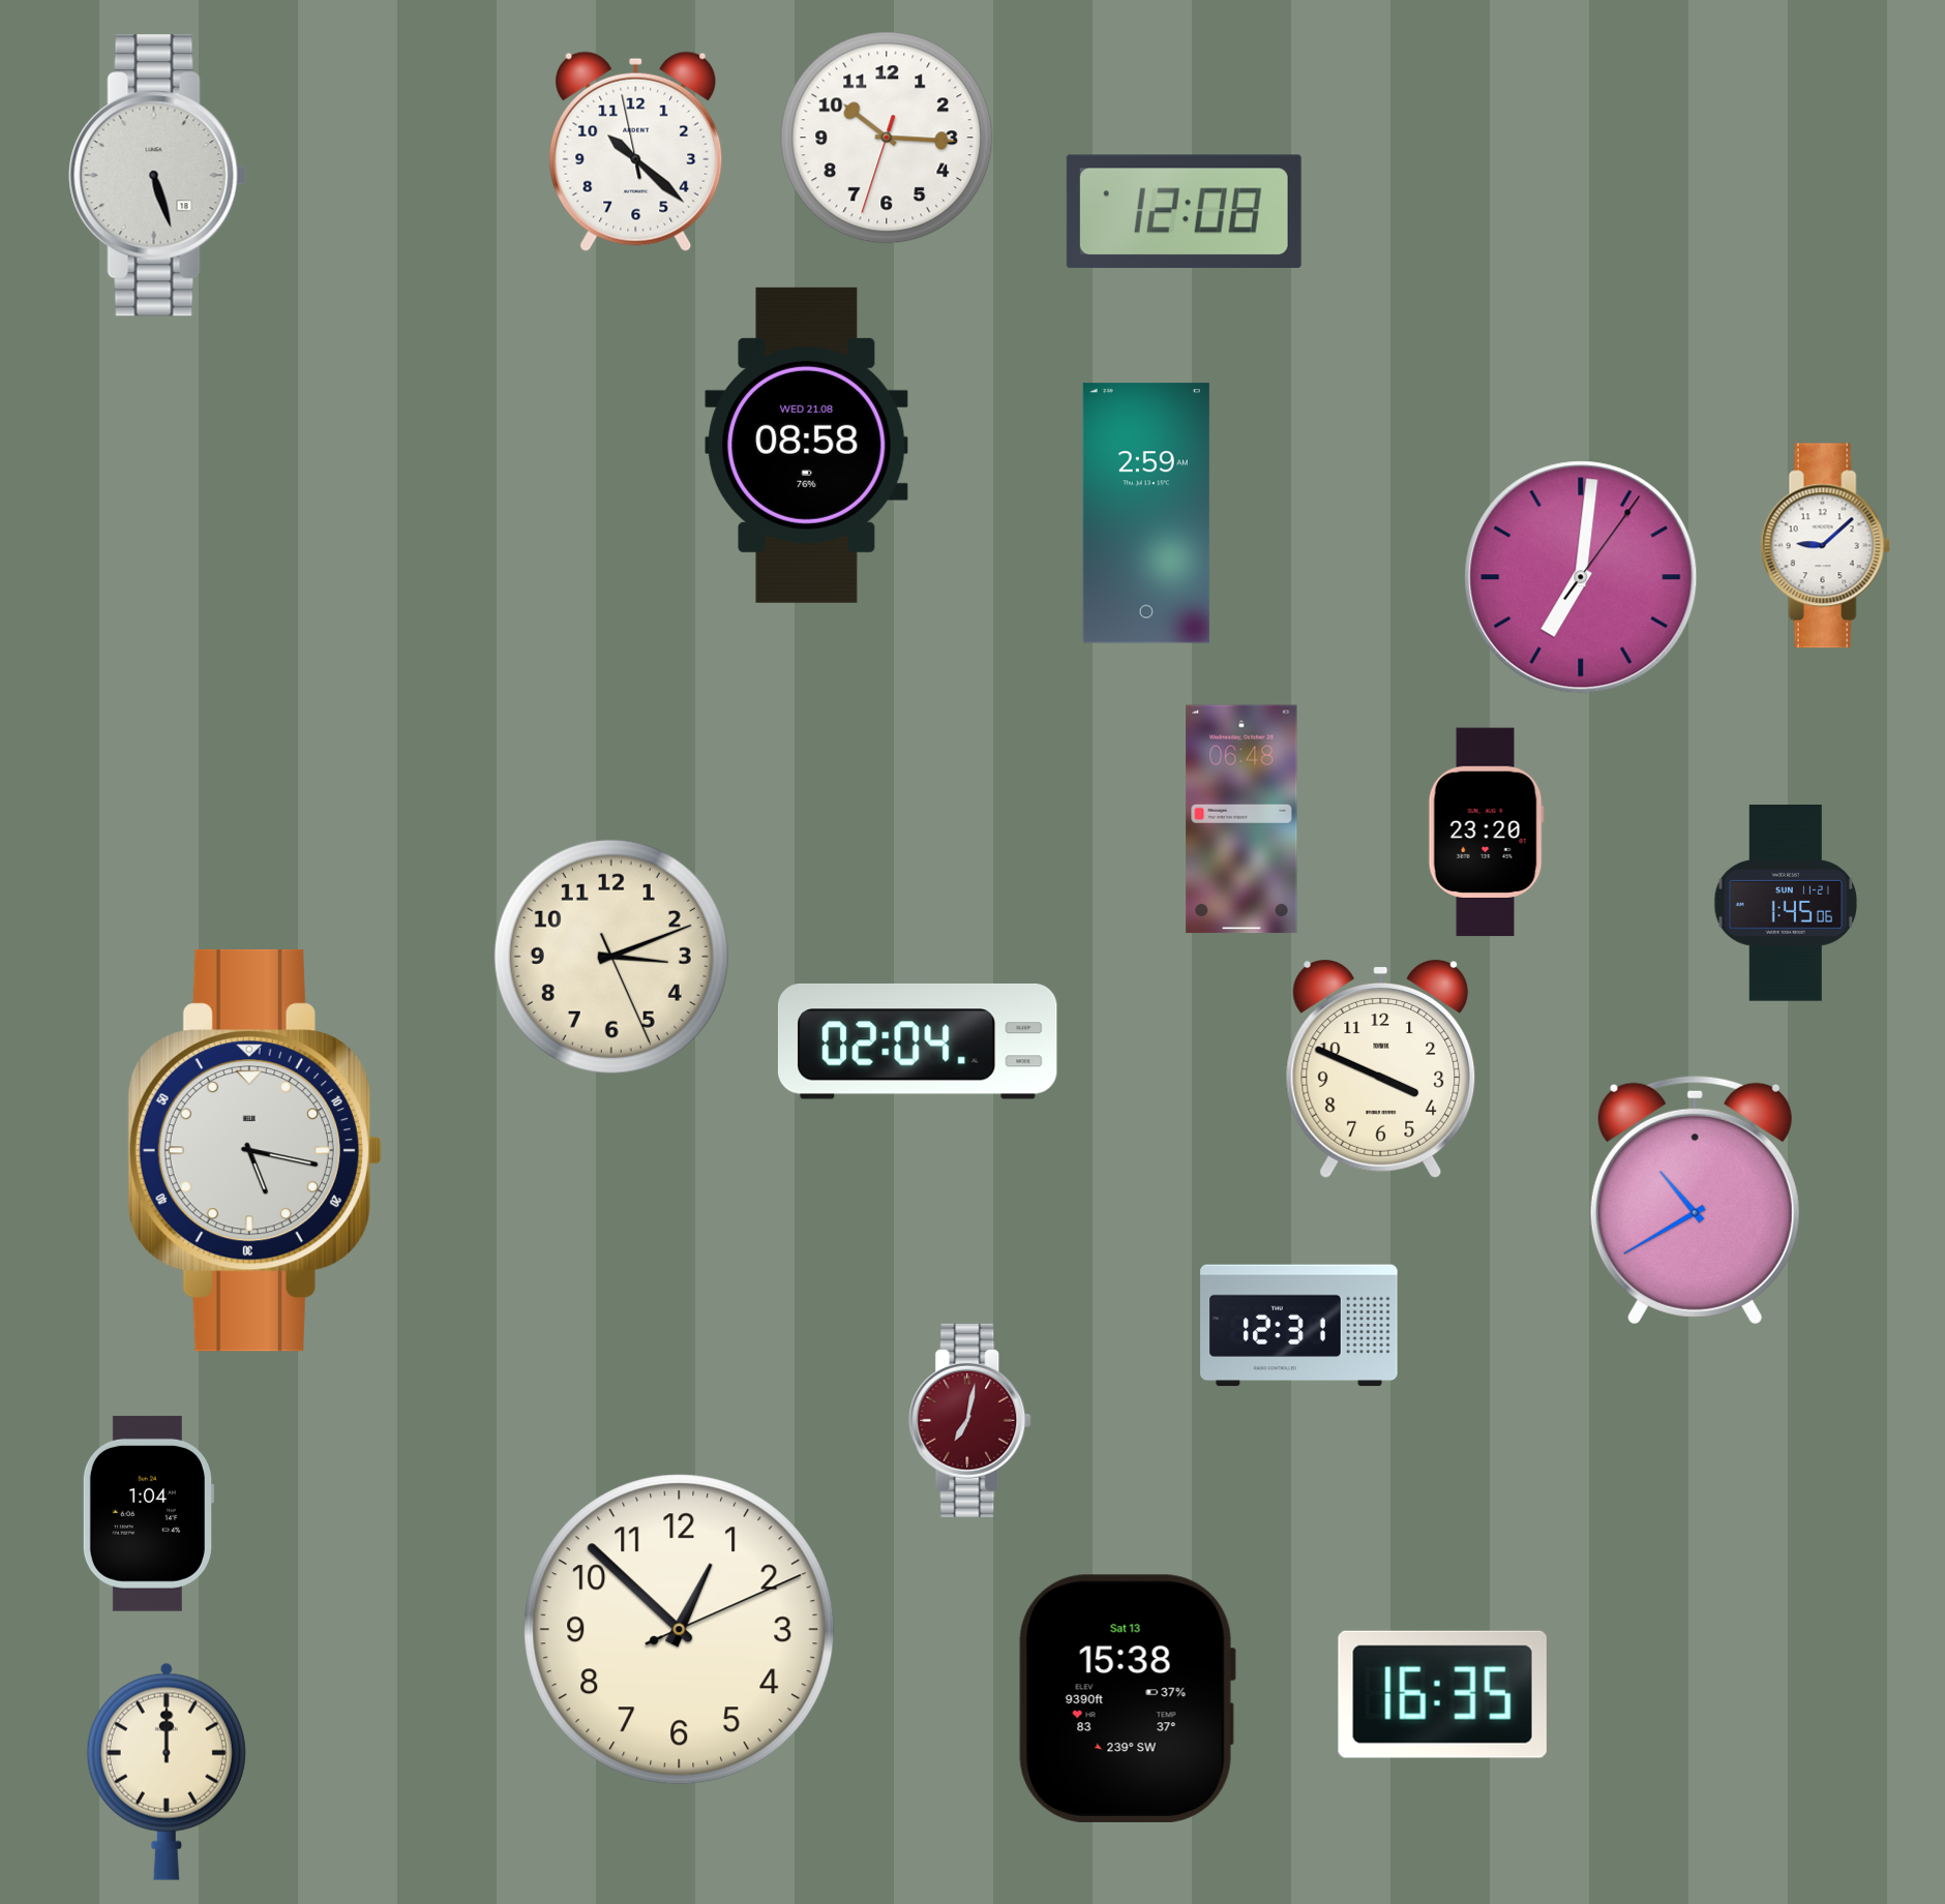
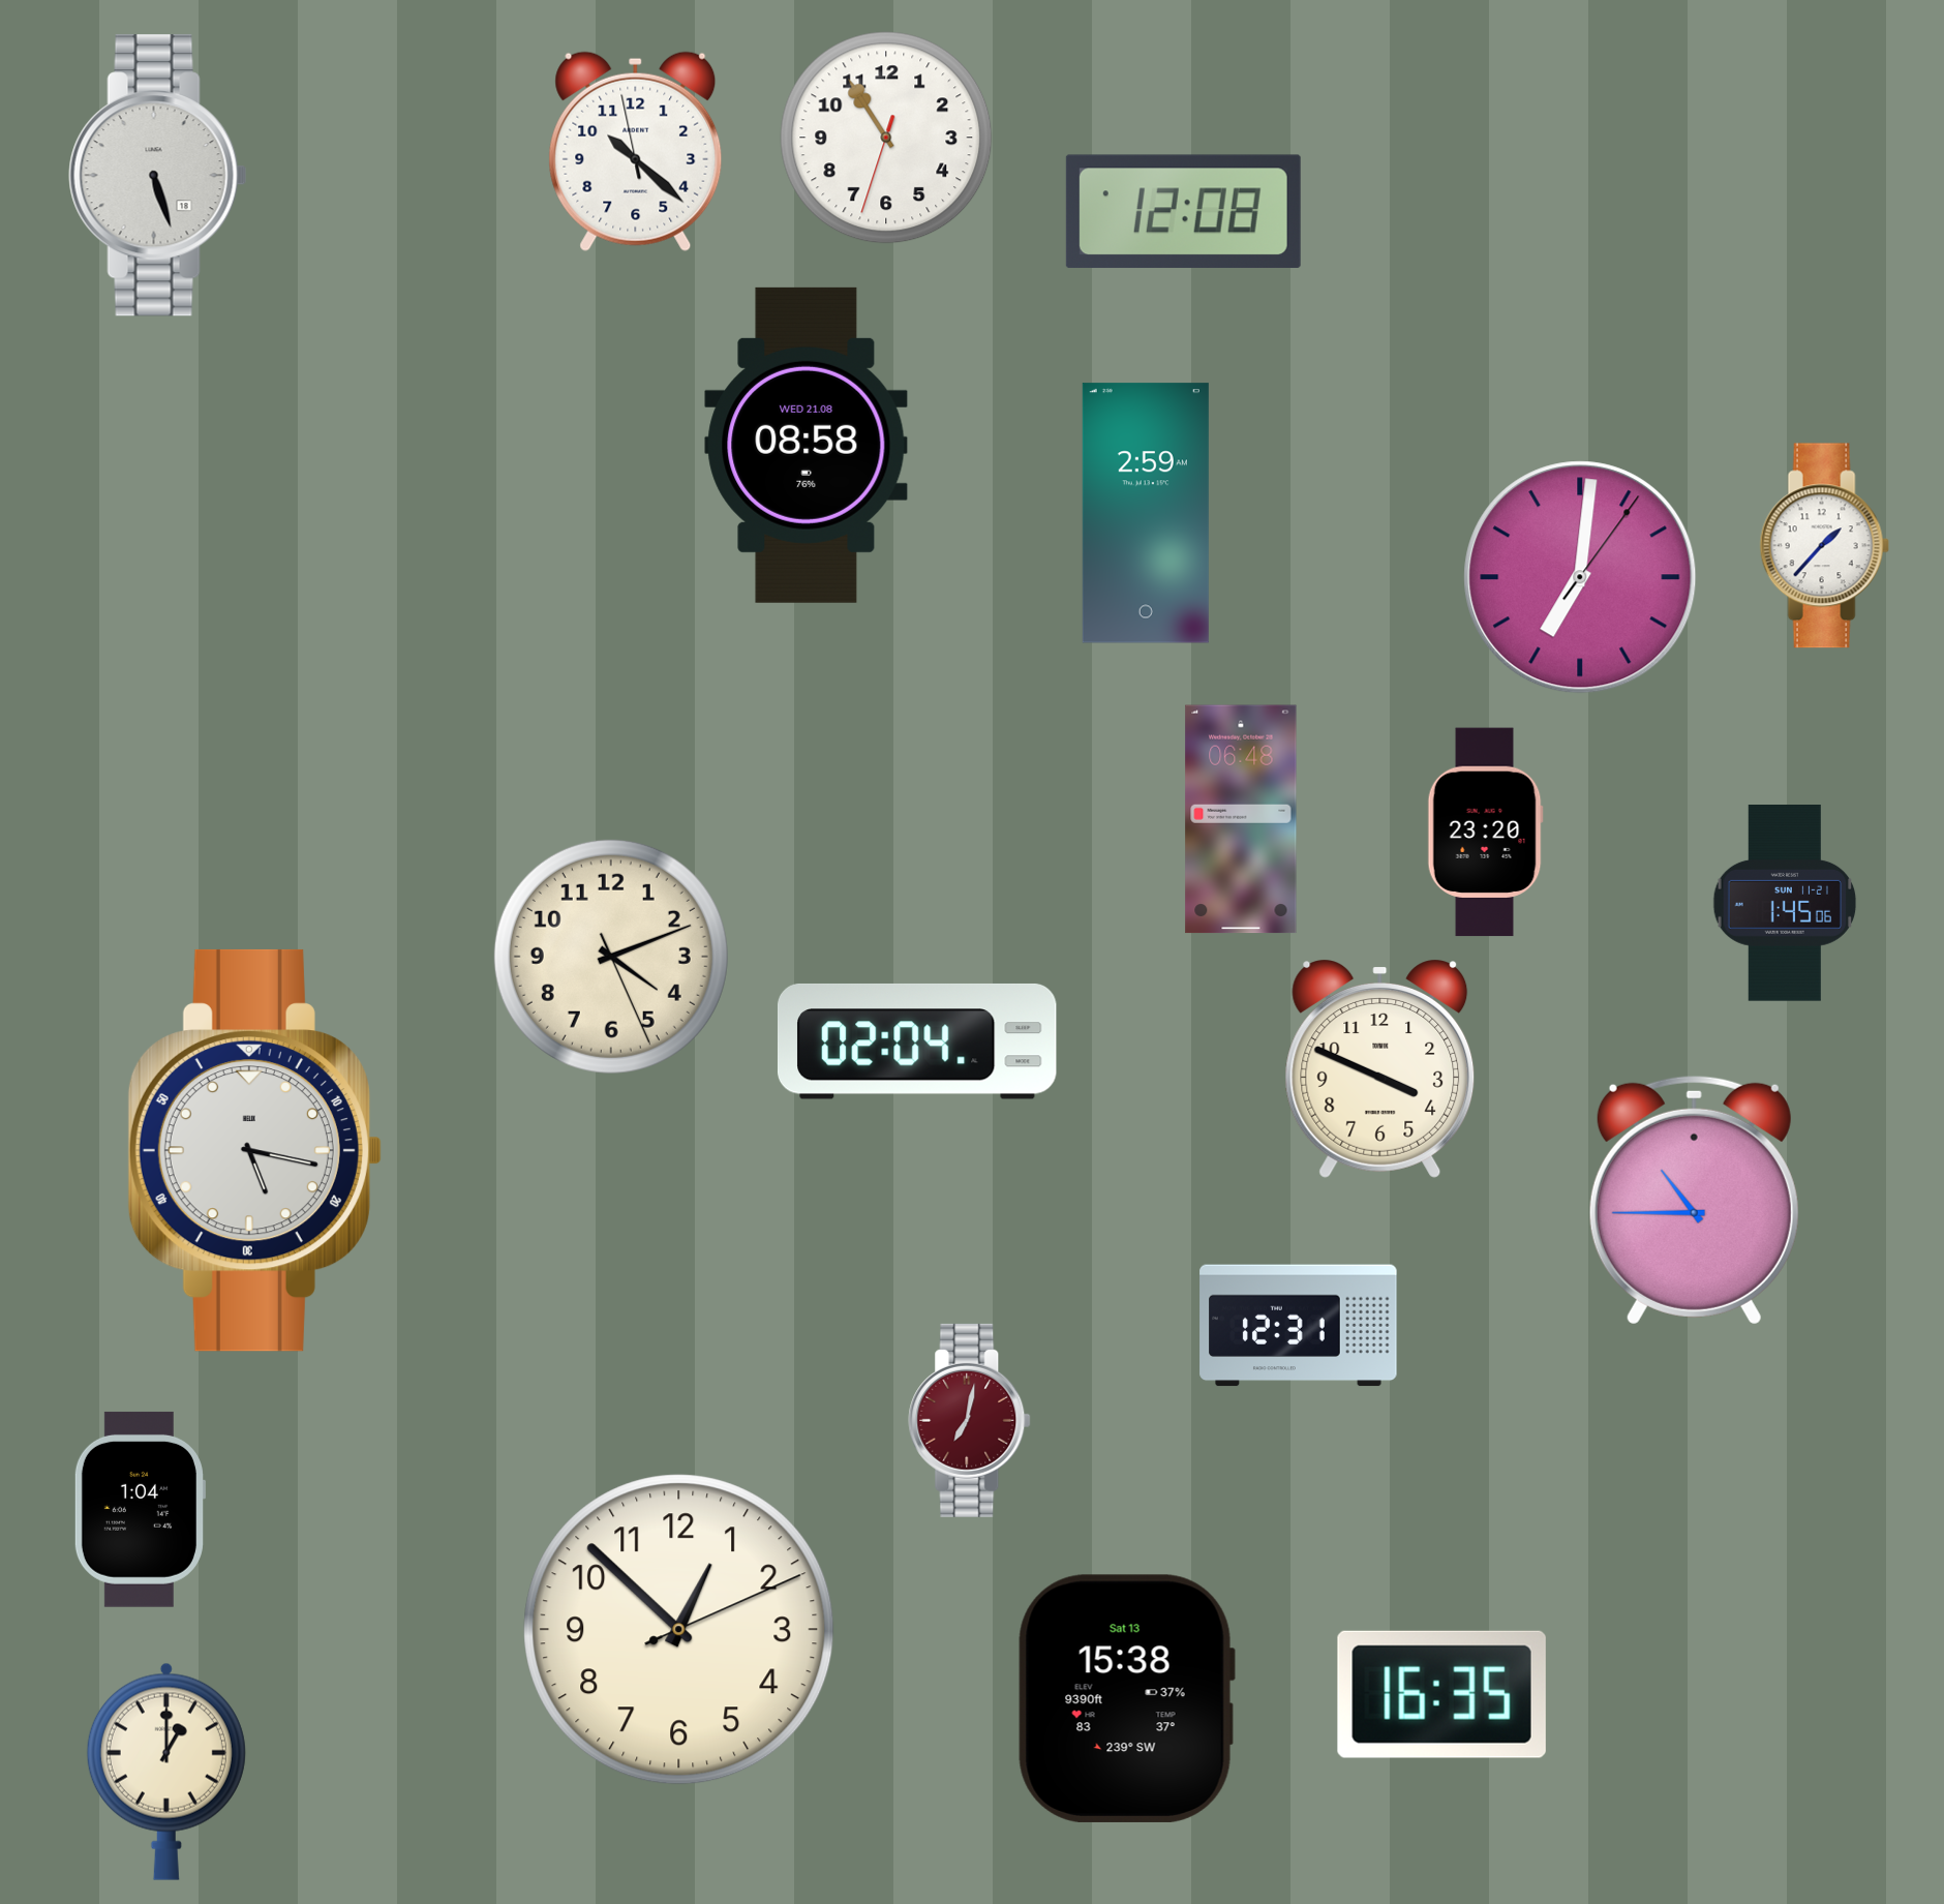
clock at (887, 138): 10:15 -> 10:54
clock at (1825, 546): 9:08 -> 1:37
clock at (611, 957): 3:11 -> 4:11
clock at (1695, 1200): 10:40 -> 10:45
clock at (148, 1513) position: (148, 1513) -> (140, 1509)
clock at (167, 1772): 12:00 -> 1:00
